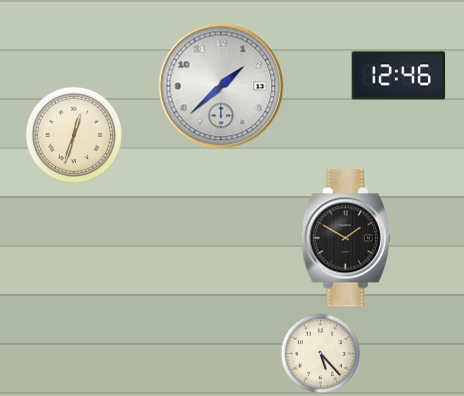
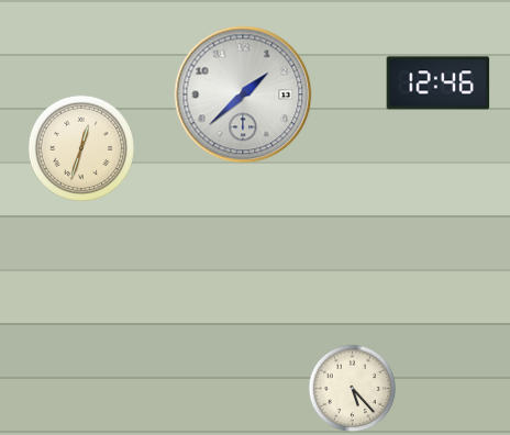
clock at (346, 238): 1:50 -> none
